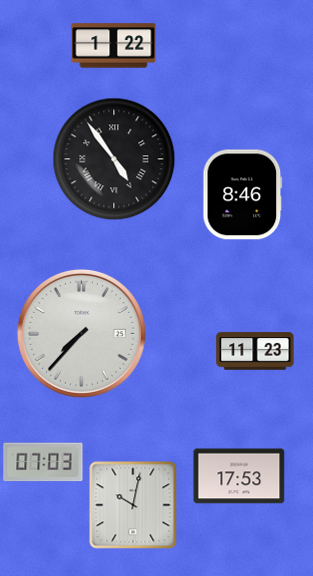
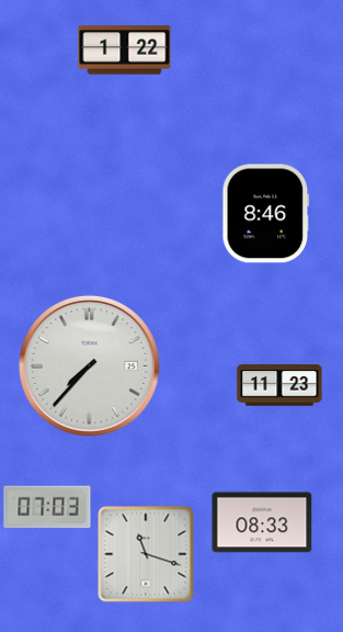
clock at (114, 159): 4:54 -> none
clock at (239, 476): 17:53 -> 08:33
clock at (133, 505): 10:02 -> 11:18
